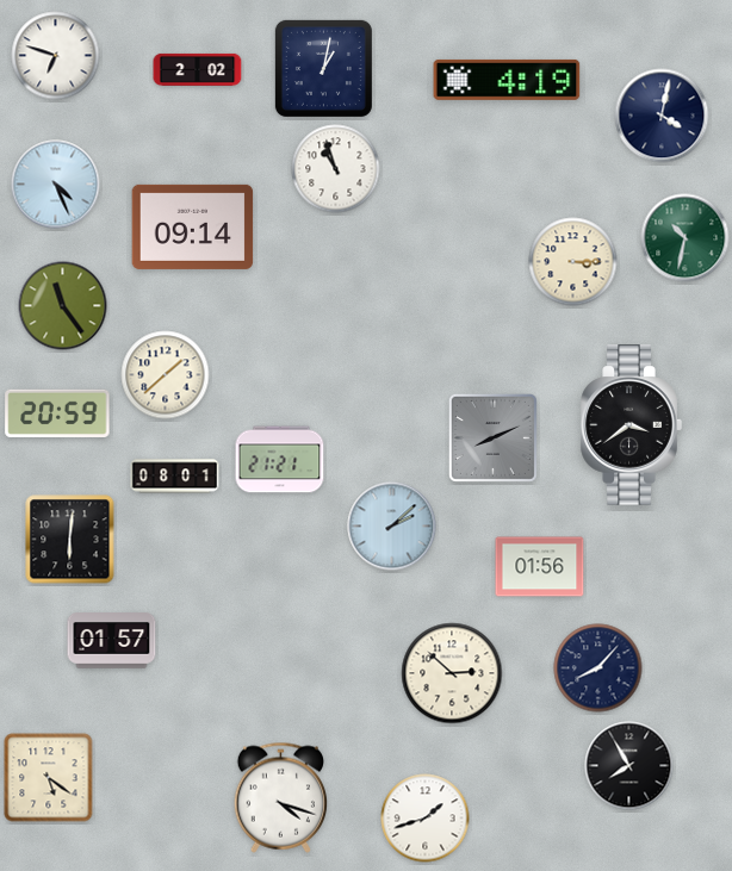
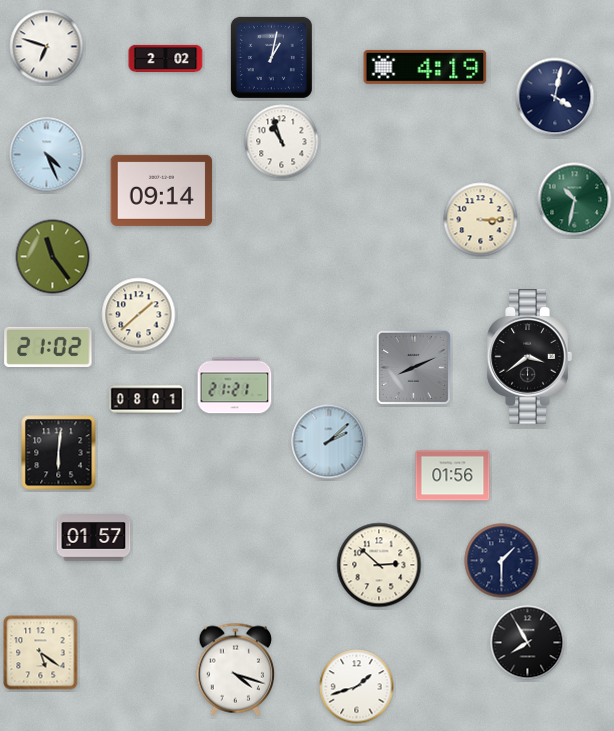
clock at (57, 412): 20:59 -> 21:02
clock at (598, 668): 8:07 -> 1:30
